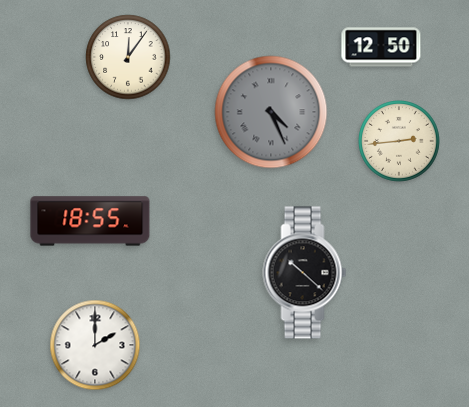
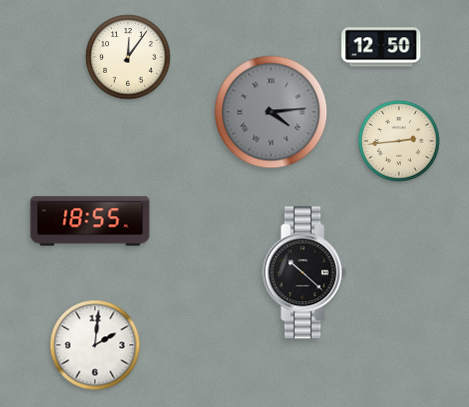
clock at (271, 112): 4:26 -> 4:14
clock at (95, 345): 2:00 -> 2:01
